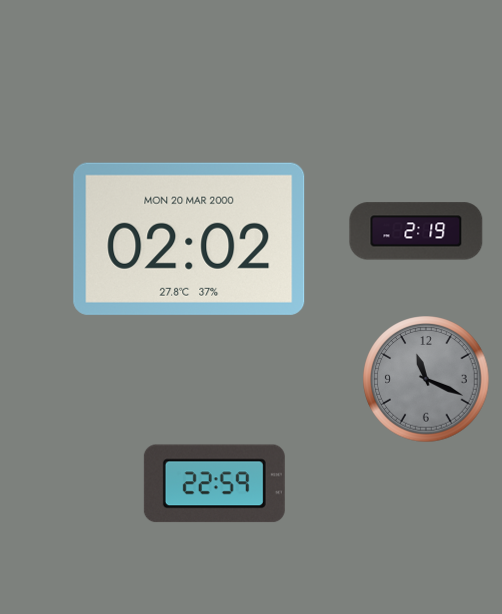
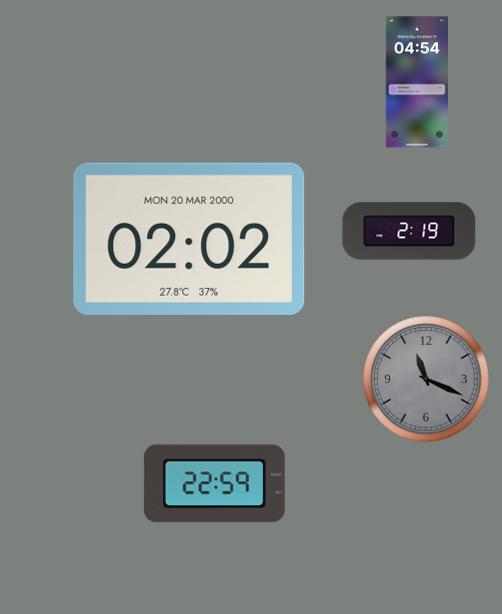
clock at (417, 82): none -> 04:54
clock at (416, 231) position: (416, 231) -> (409, 231)
